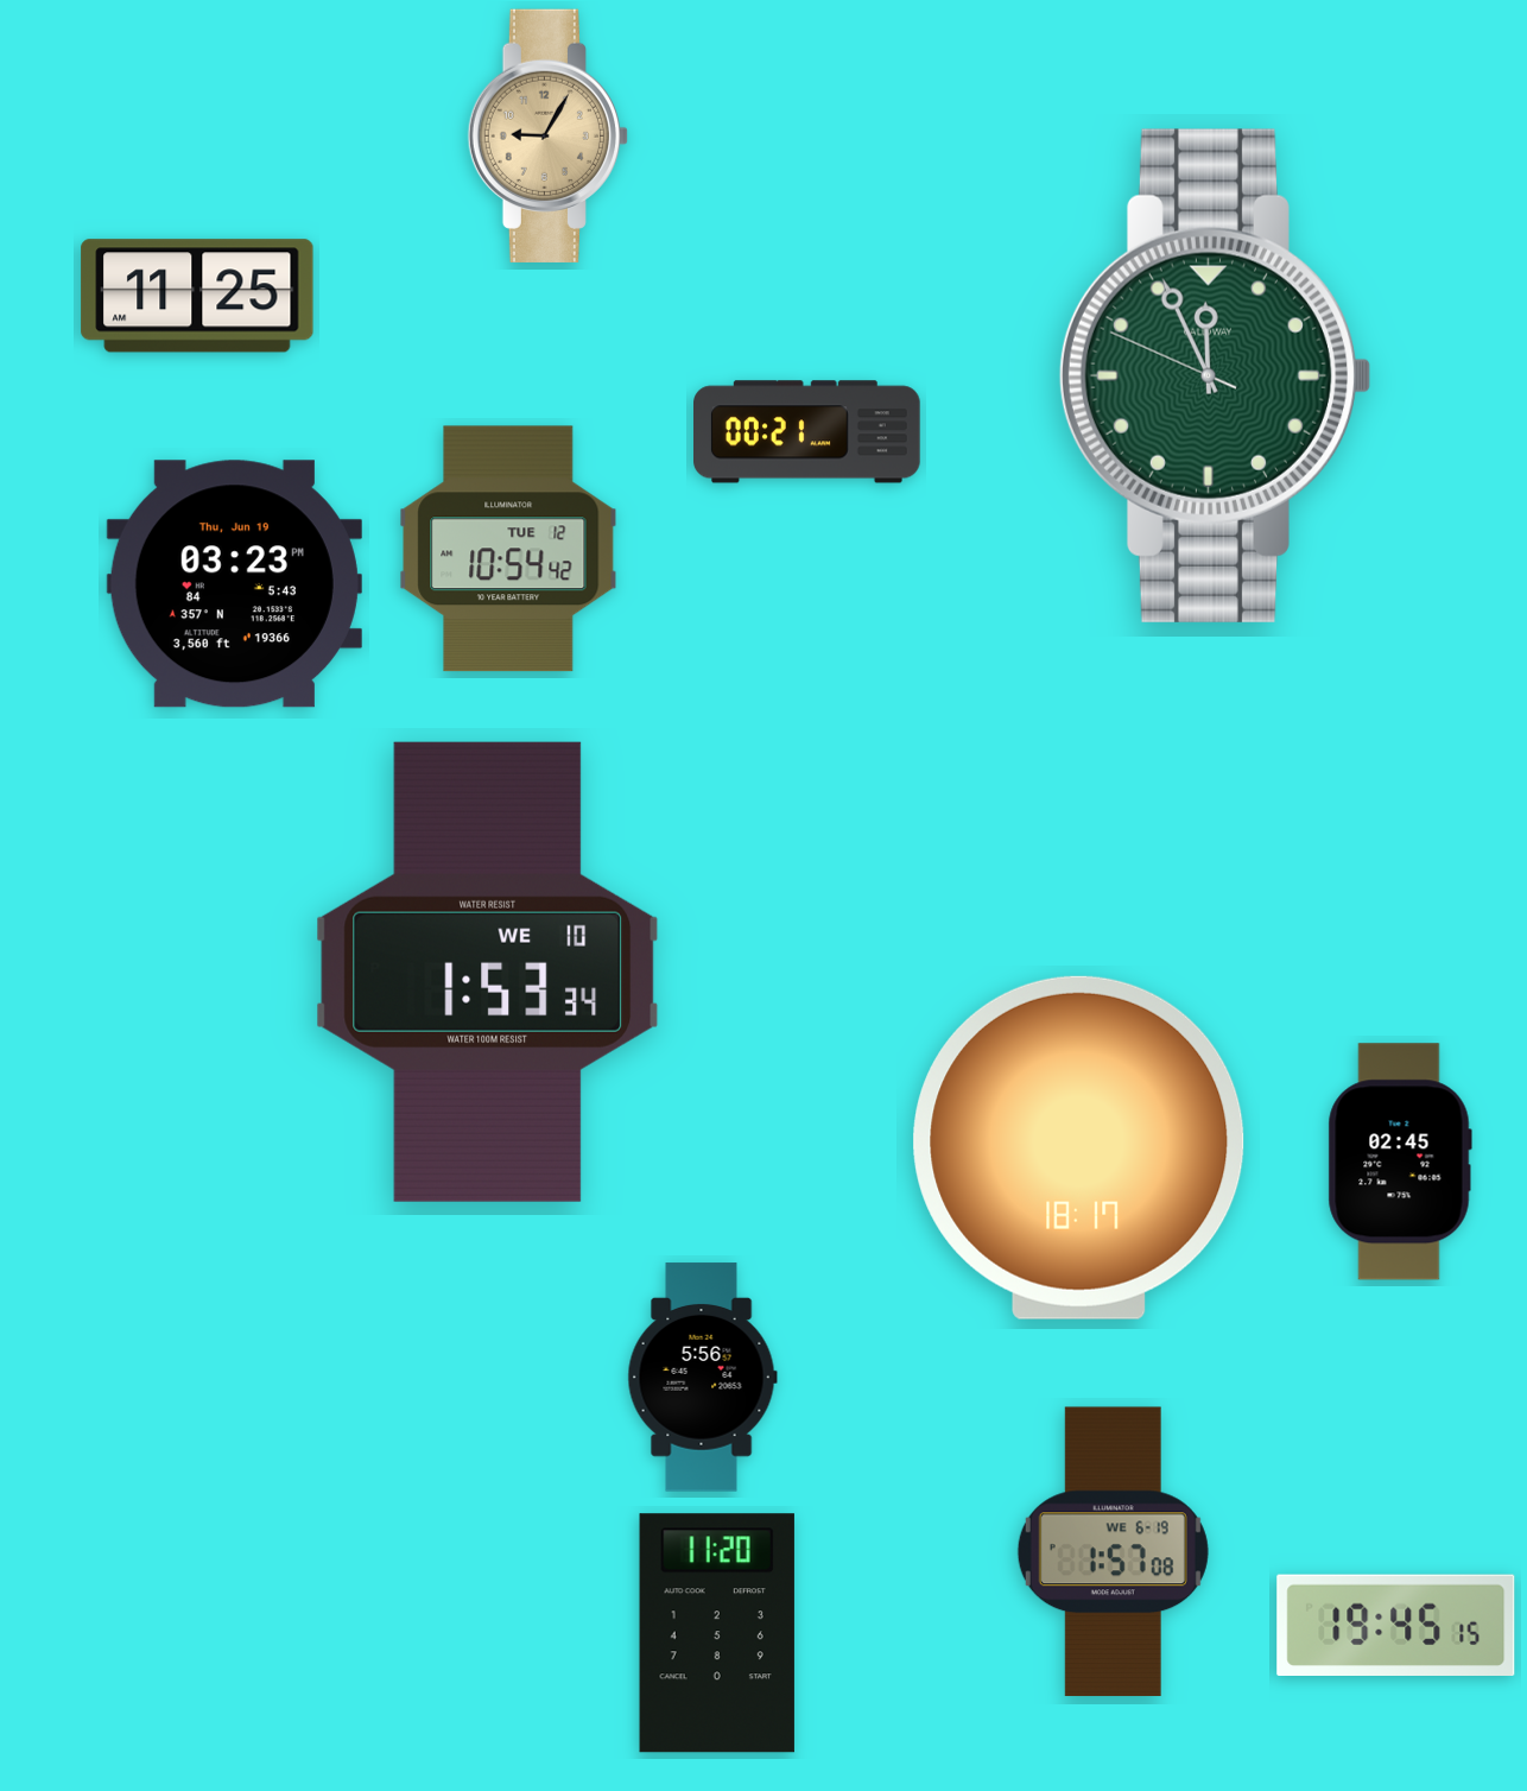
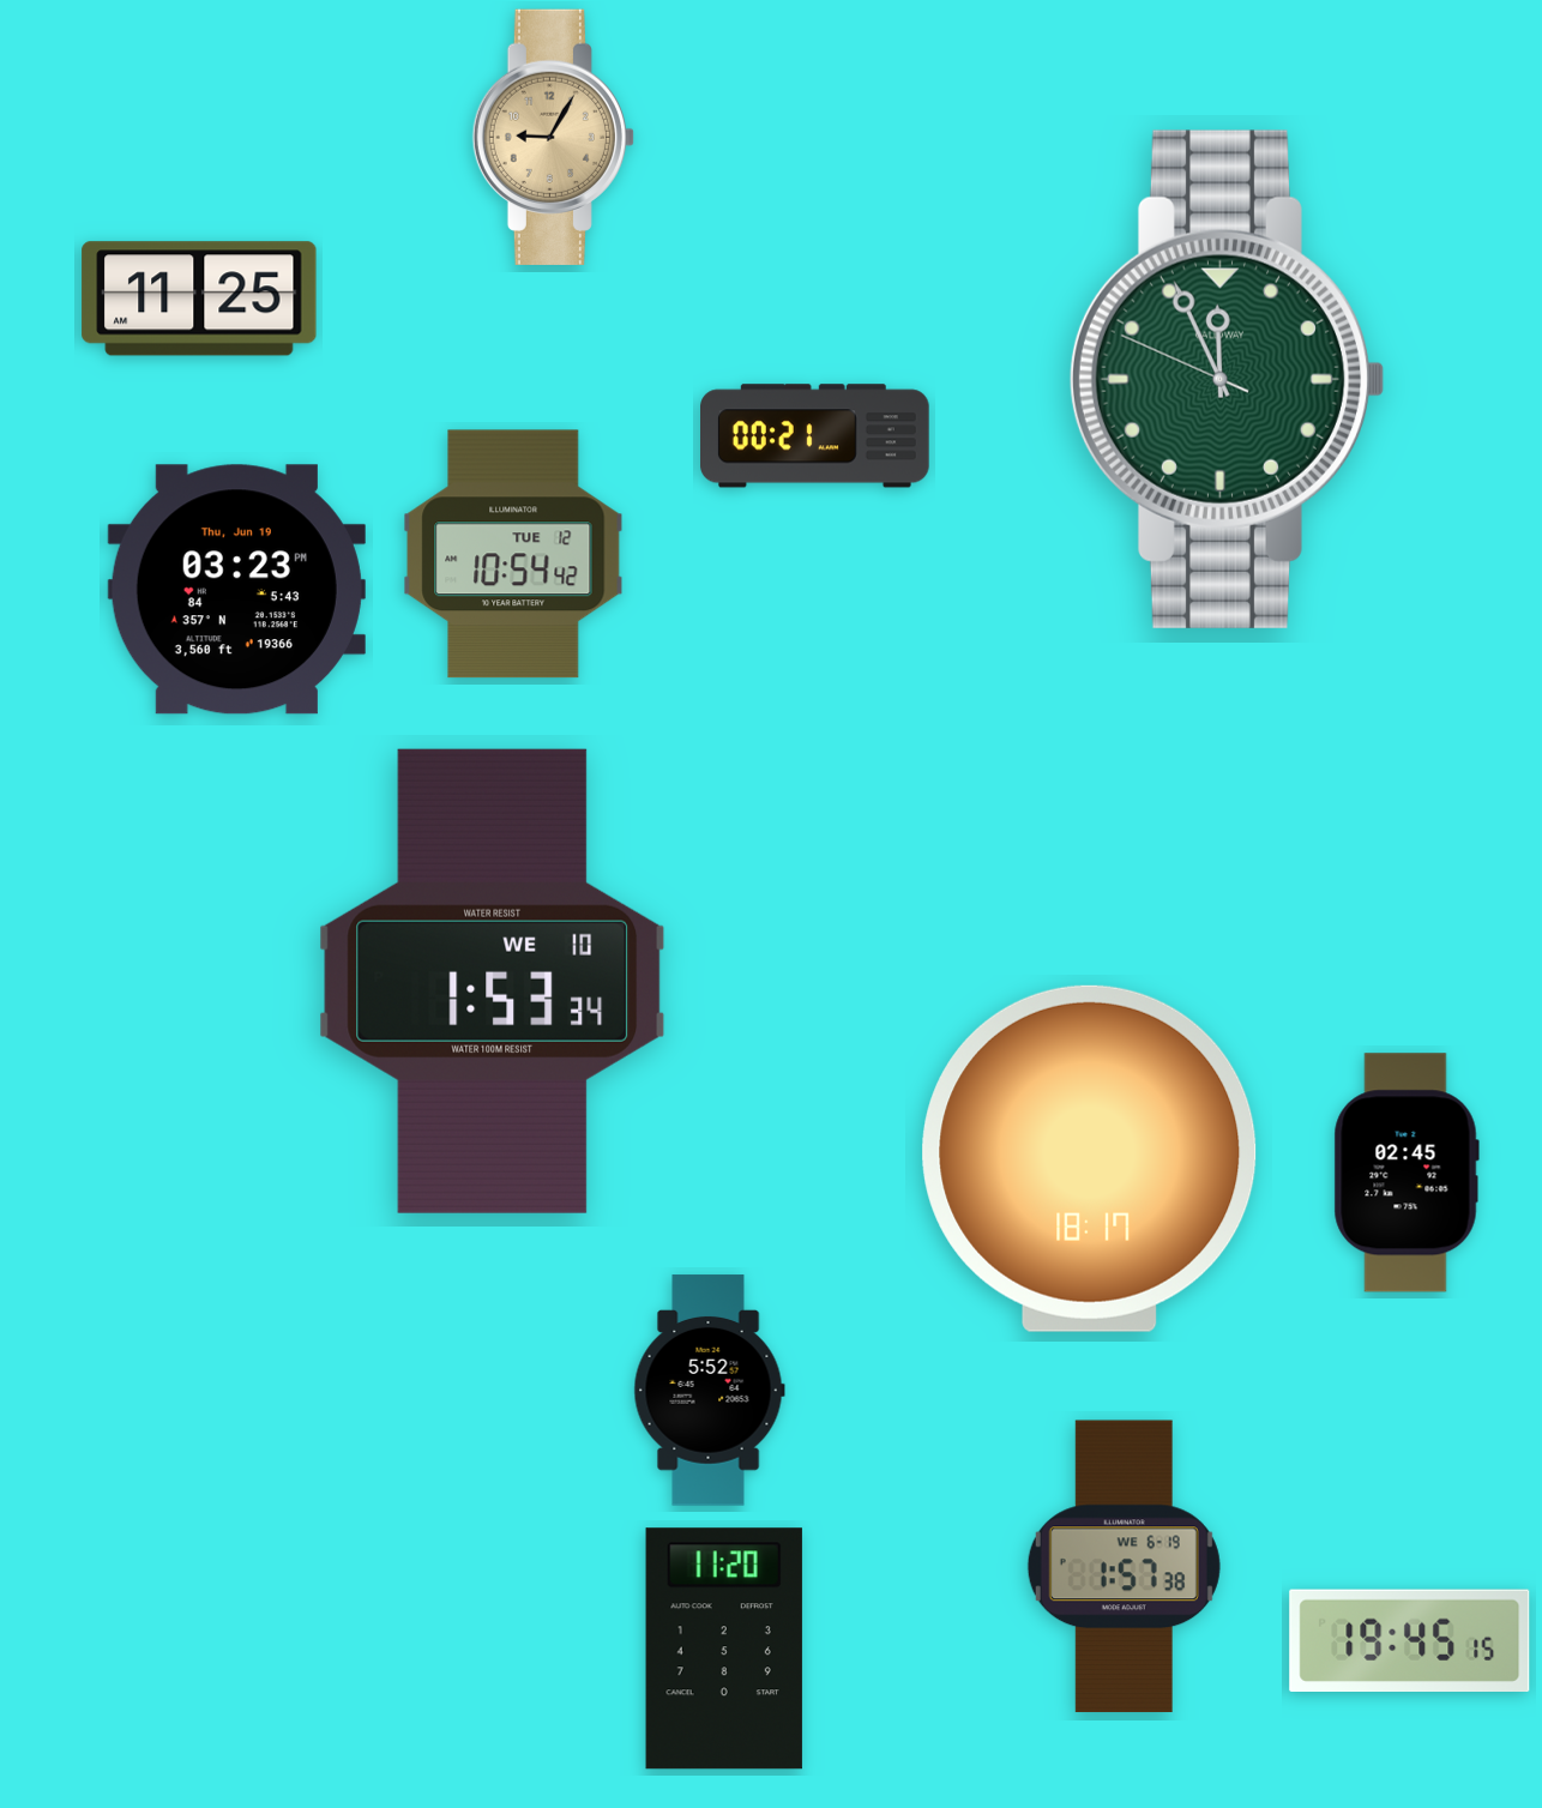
clock at (1400, 1162) position: (1400, 1162) -> (1407, 1173)
clock at (702, 1378): 5:56 -> 5:52
clock at (1113, 1552): 1:57:08 -> 1:57:38
